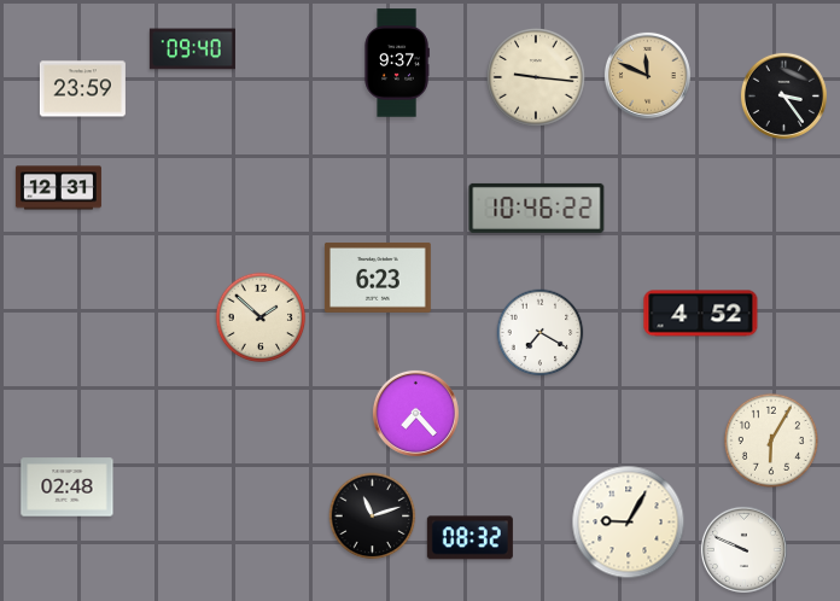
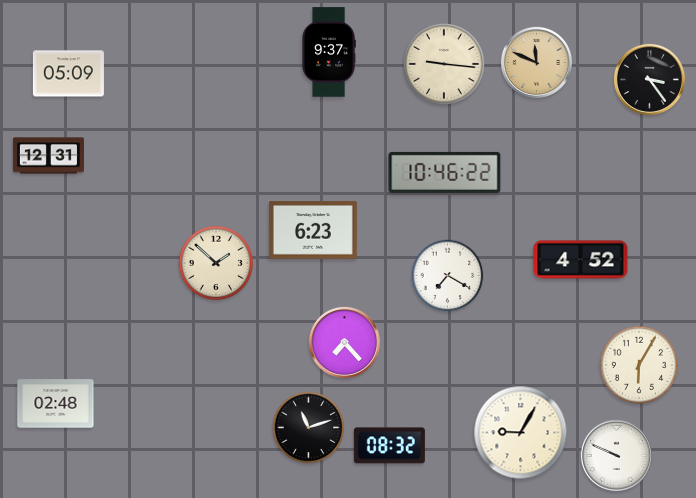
clock at (192, 49): 09:40 -> none
clock at (82, 89): 23:59 -> 05:09
